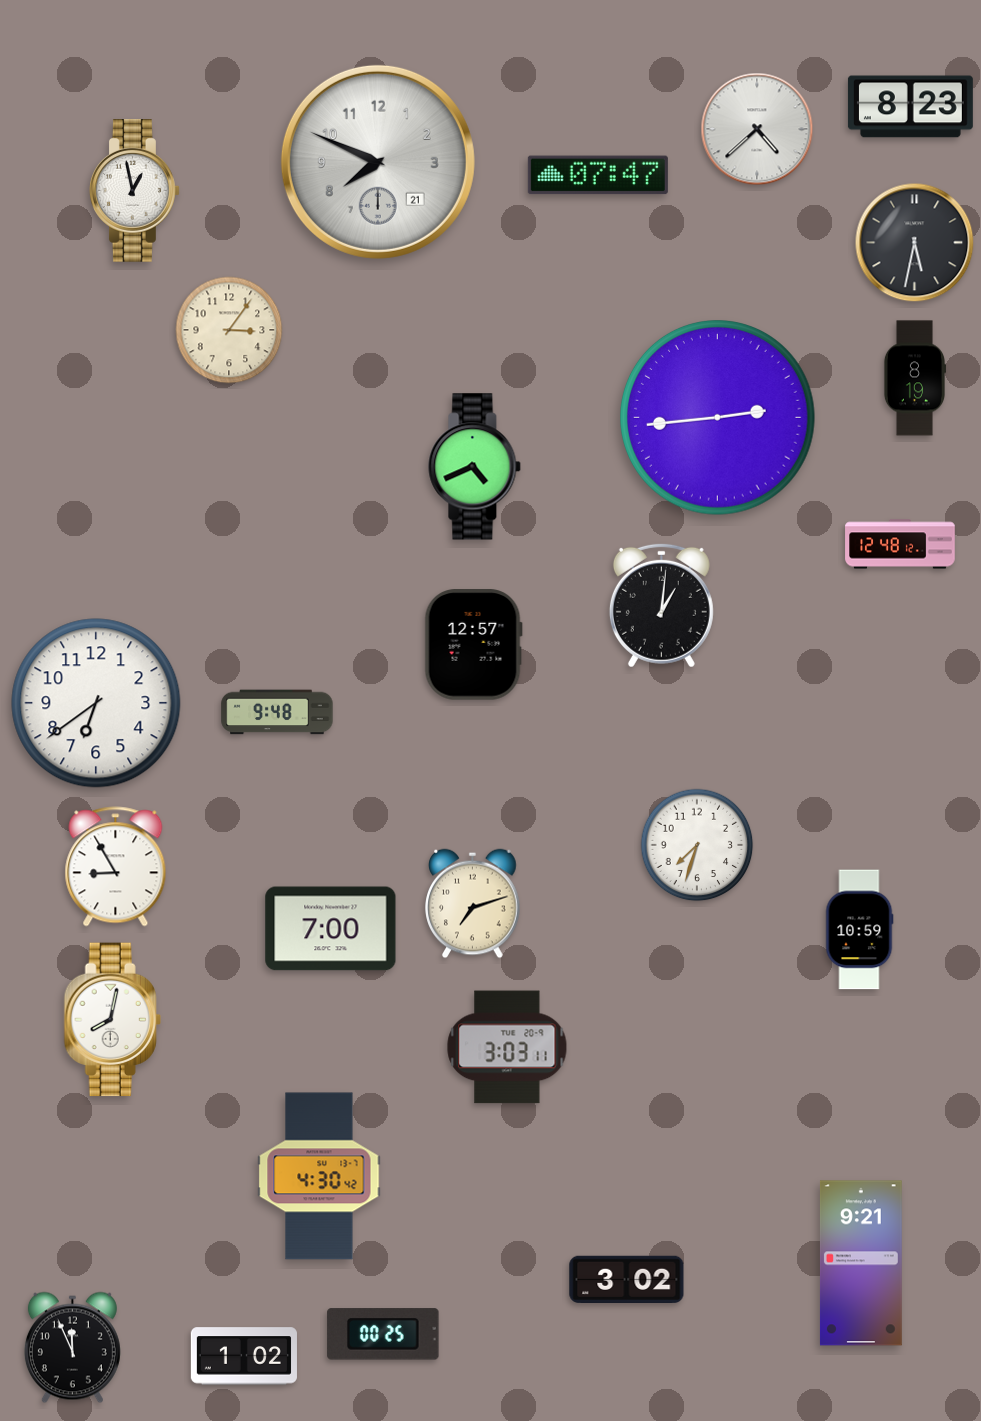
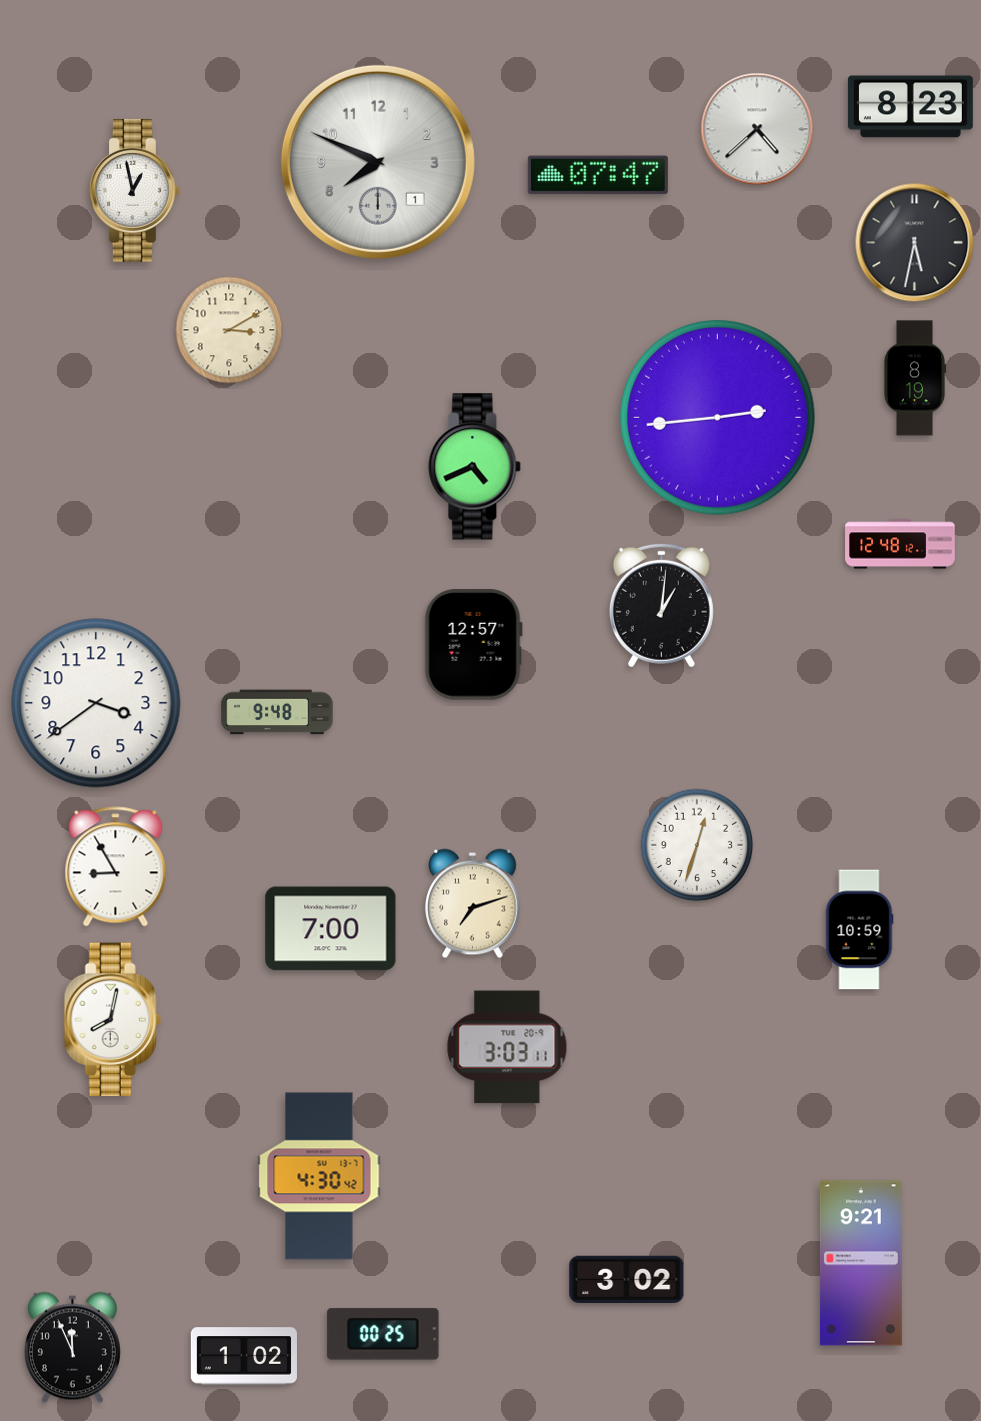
clock at (378, 162) date: 21 -> 1
clock at (229, 330): 3:06 -> 3:10
clock at (96, 703): 6:39 -> 3:39
clock at (697, 845): 7:33 -> 12:33
